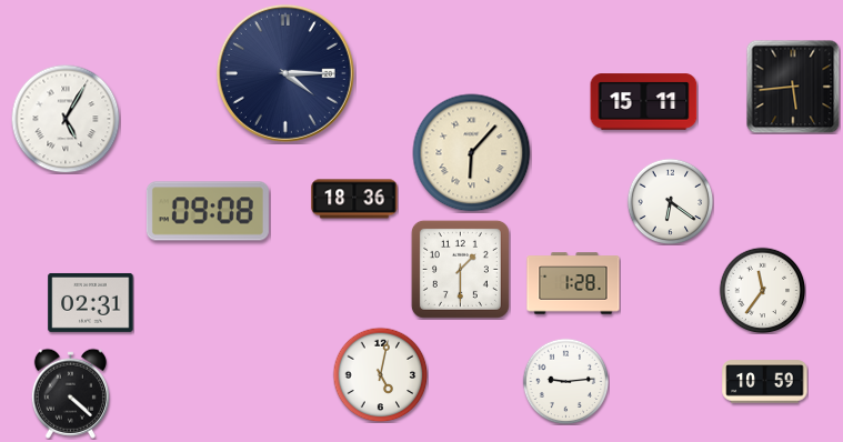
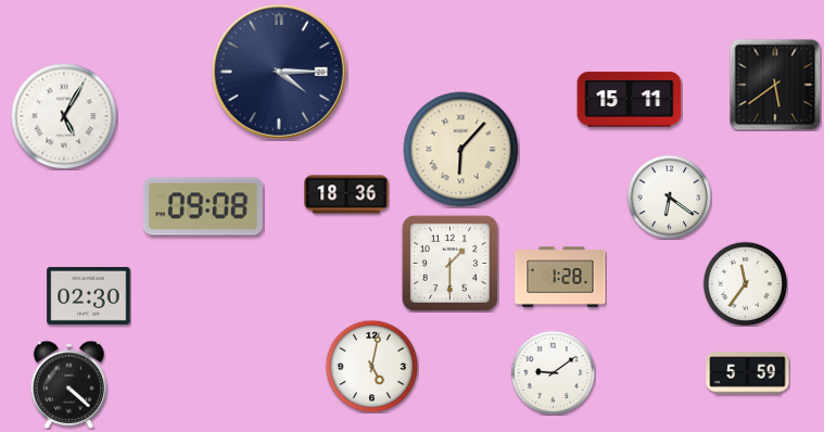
clock at (793, 87): 5:44 -> 5:39
clock at (670, 201) position: (670, 201) -> (669, 196)
clock at (91, 302): 02:31 -> 02:30
clock at (565, 381): 9:14 -> 9:09
clock at (765, 382): 10:59 -> 5:59
